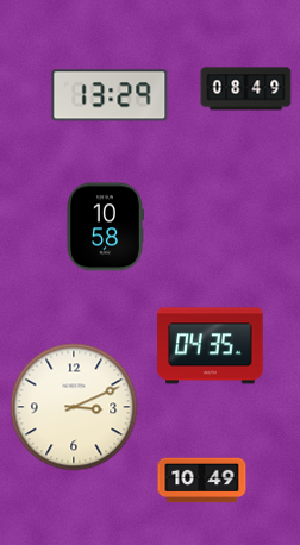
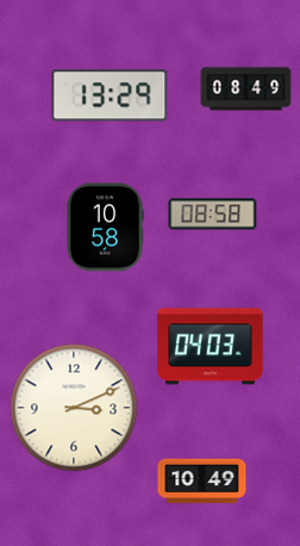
clock at (213, 215): none -> 08:58
clock at (211, 346): 04:35 -> 04:03
